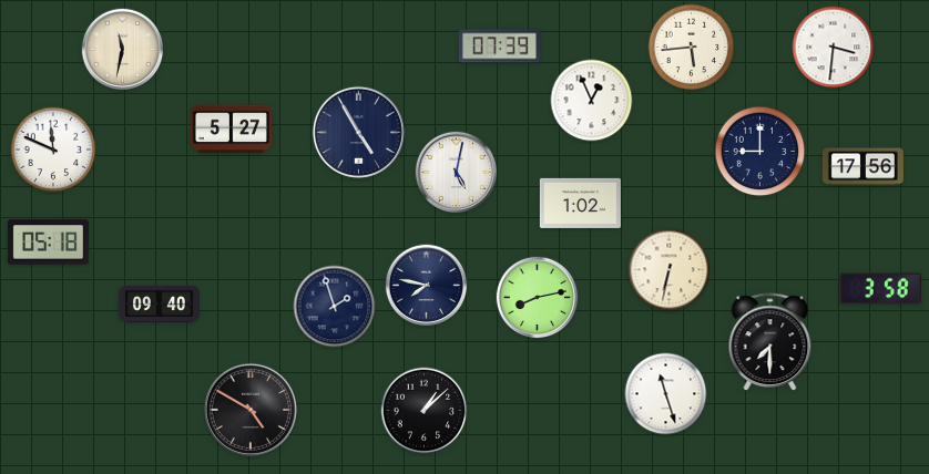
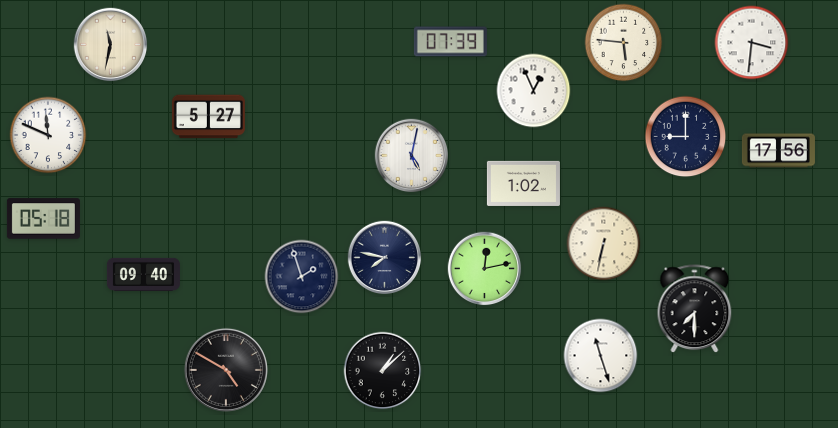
clock at (692, 48): 5:44 -> 5:46
clock at (358, 132): 4:55 -> none
clock at (880, 289): 3:58 -> none
clock at (538, 298): 8:13 -> 12:13
